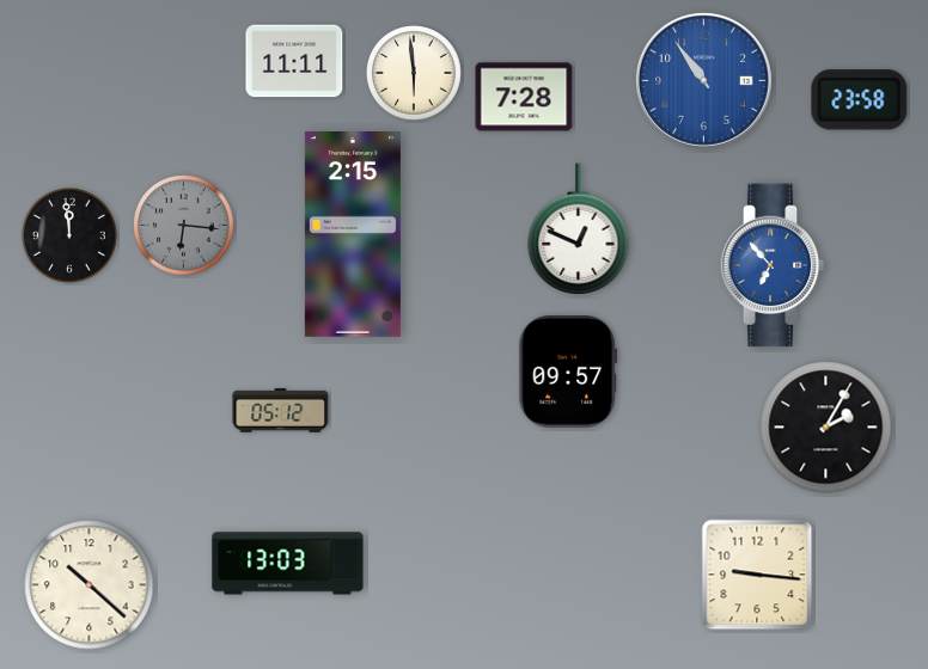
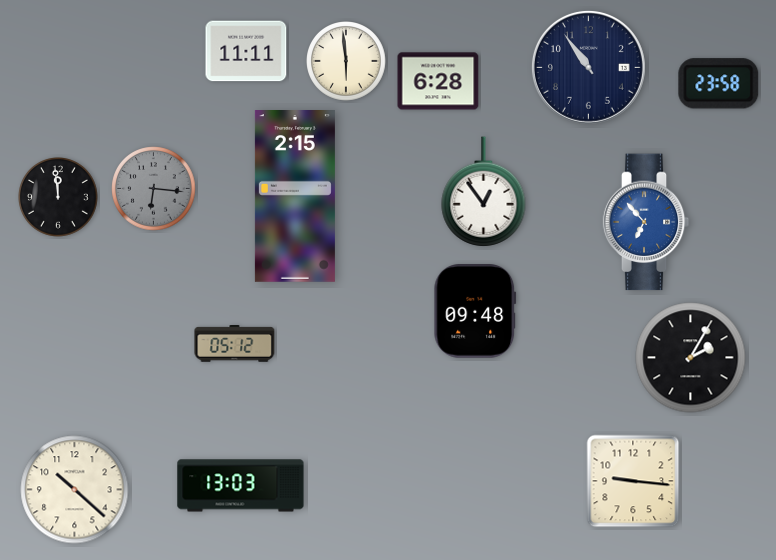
clock at (703, 80) dial: blue -> navy
clock at (524, 97): 7:28 -> 6:28
clock at (579, 229): 12:49 -> 12:54
clock at (568, 373): 09:57 -> 09:48
clock at (288, 564) position: (288, 564) -> (241, 486)
